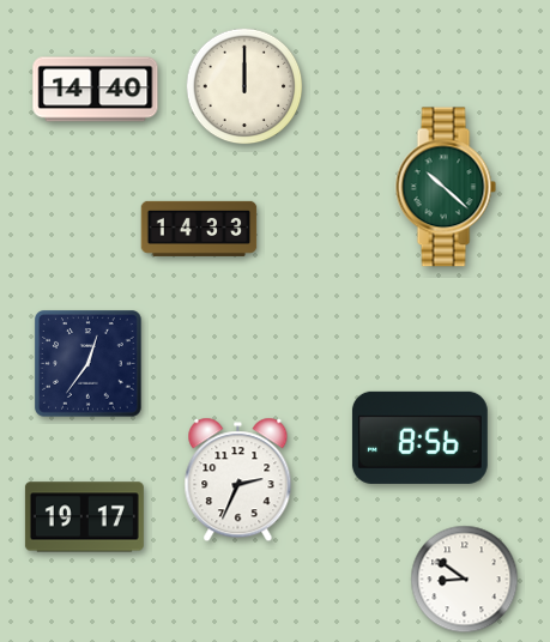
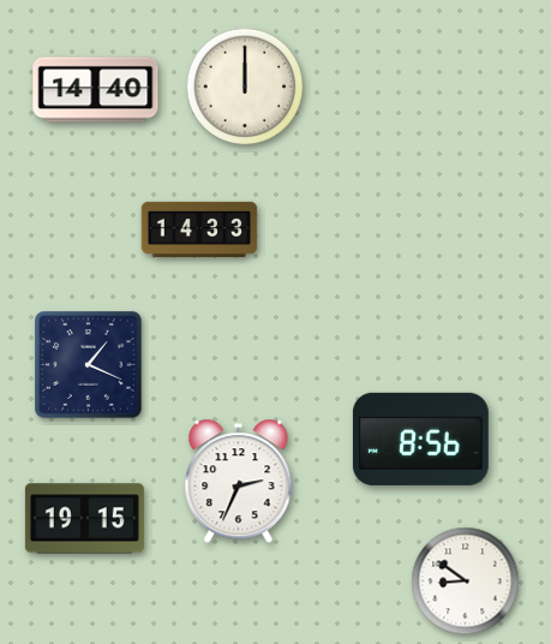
clock at (446, 187): 10:22 -> none
clock at (89, 364): 12:36 -> 1:19
clock at (84, 517): 19:17 -> 19:15
